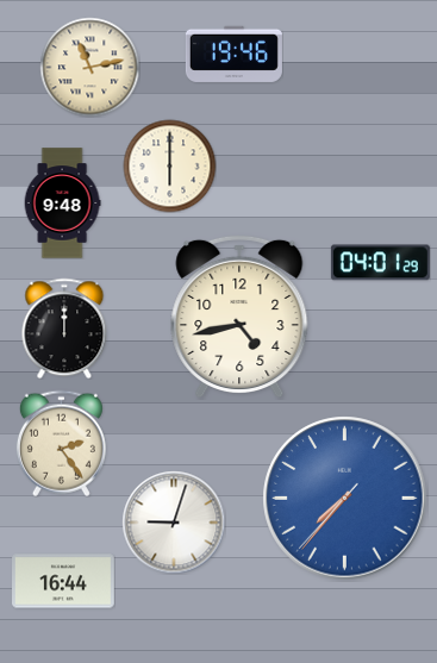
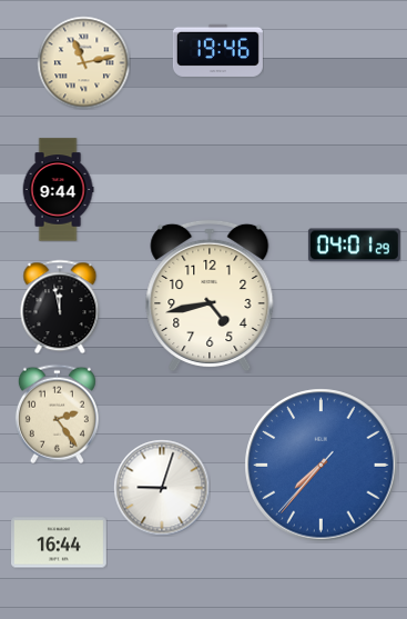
clock at (169, 165): 6:00 -> none
clock at (62, 204): 9:48 -> 9:44
clock at (239, 317) position: (239, 317) -> (210, 296)
clock at (64, 329): 12:00 -> 11:58
